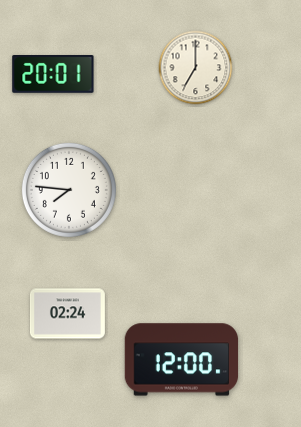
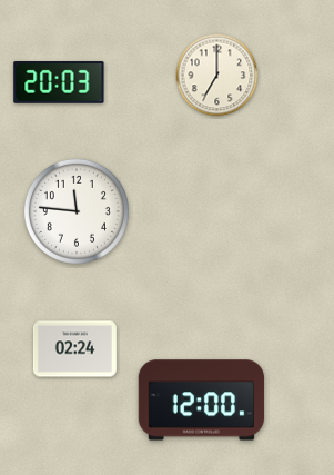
clock at (53, 75): 20:01 -> 20:03
clock at (69, 190): 7:46 -> 11:46
